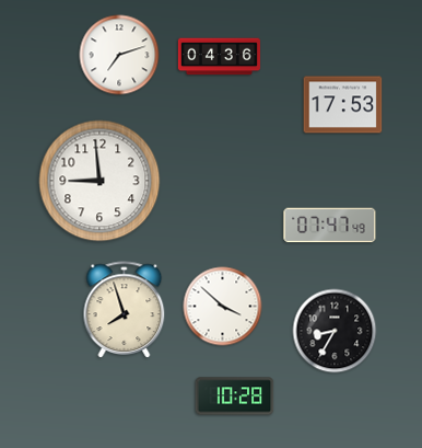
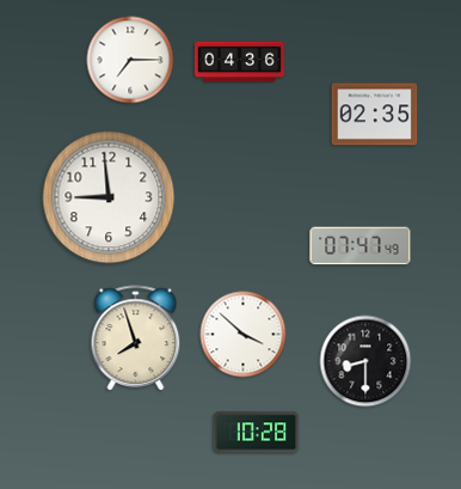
clock at (119, 55): 7:12 -> 7:15
clock at (343, 105): 17:53 -> 02:35
clock at (335, 331): 8:35 -> 8:30
